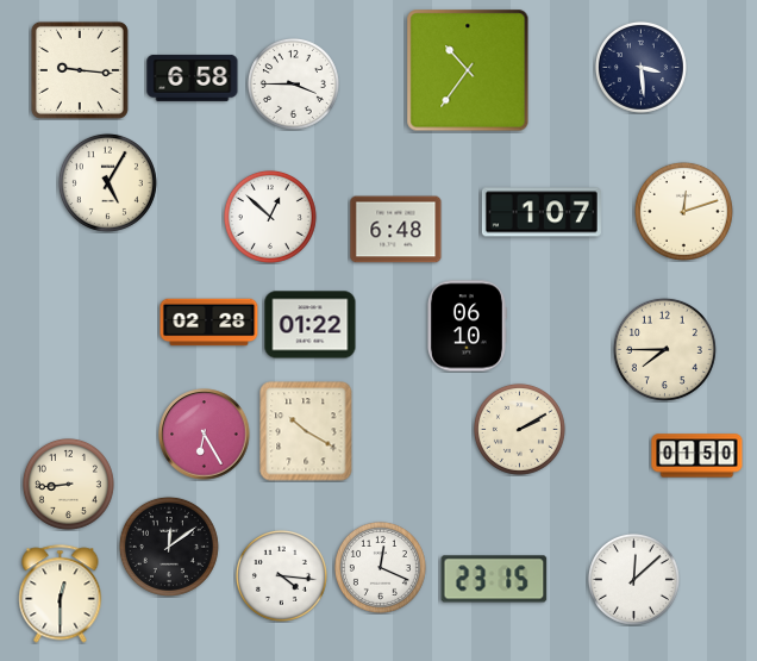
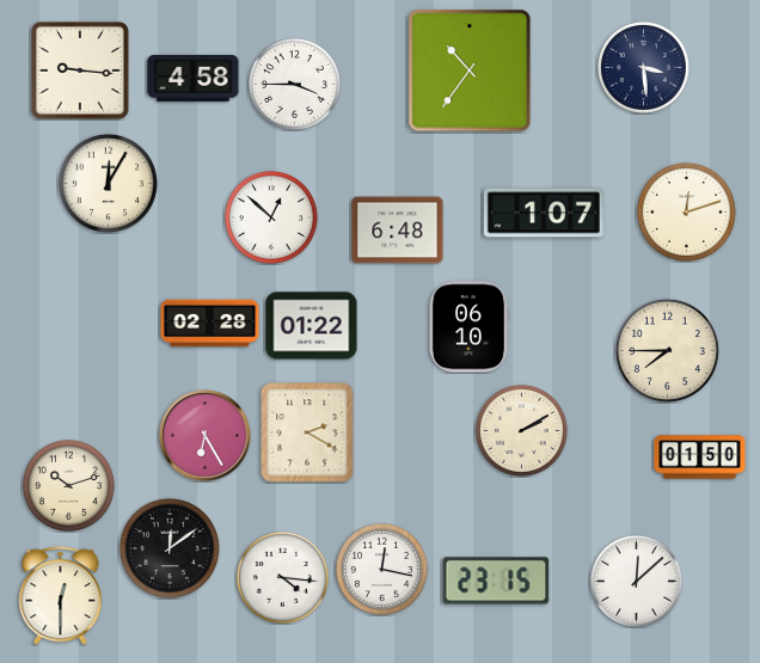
clock at (193, 77): 6:58 -> 4:58
clock at (107, 182): 5:05 -> 12:05
clock at (306, 431): 10:20 -> 2:20
clock at (68, 484): 8:44 -> 10:12
clock at (380, 567): 12:19 -> 12:17
